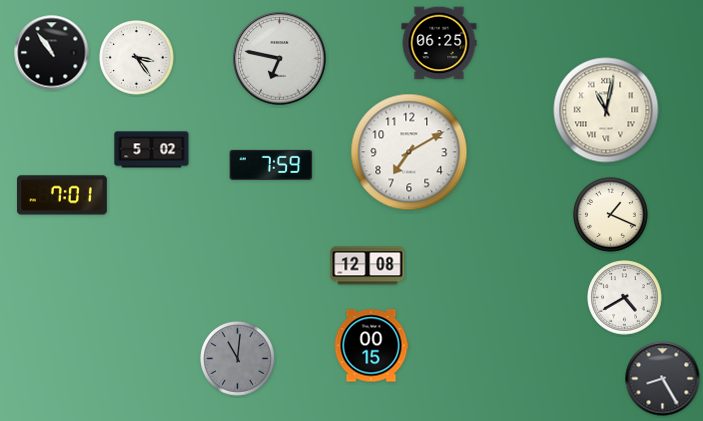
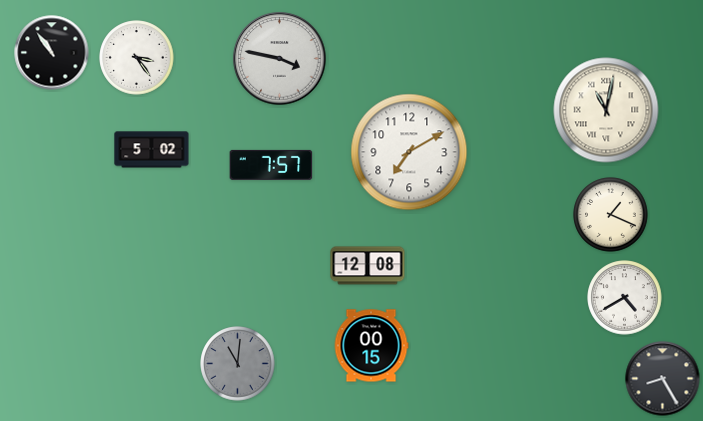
clock at (439, 43): 06:25 -> none
clock at (280, 59): 6:47 -> 3:47
clock at (271, 165): 7:59 -> 7:57
clock at (62, 195): 7:01 -> none
clock at (238, 359) position: (238, 359) -> (238, 364)
